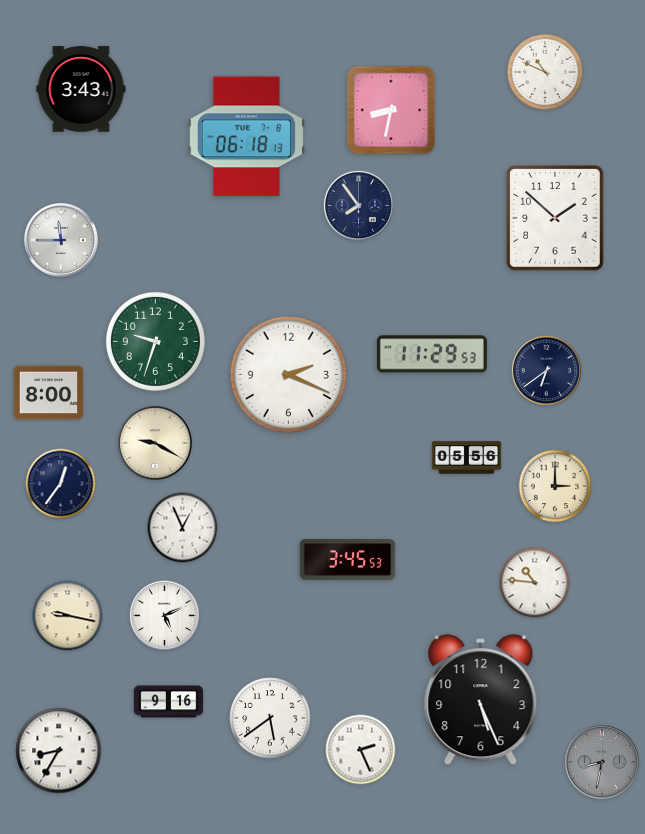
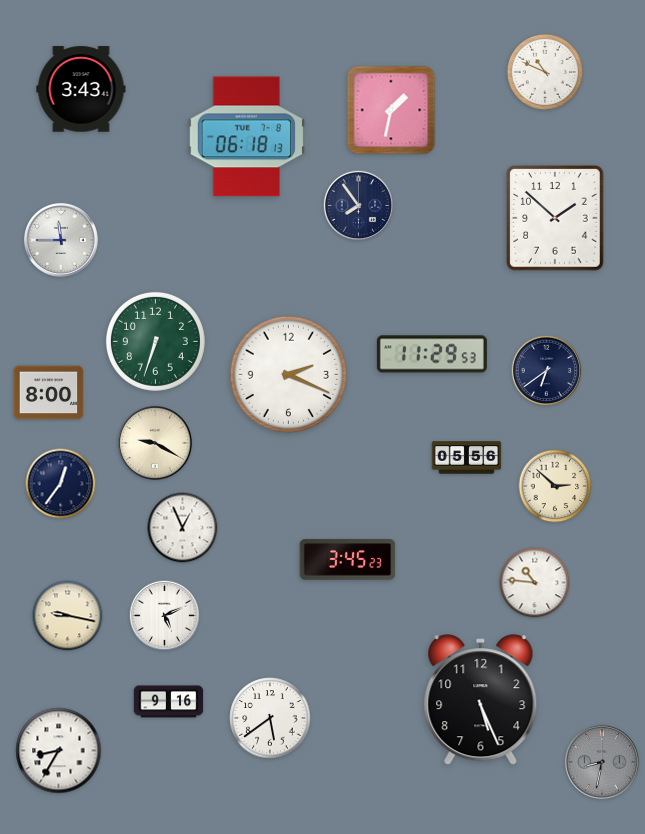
clock at (391, 110): 8:32 -> 1:32
clock at (155, 341): 9:33 -> 6:33
clock at (555, 486): 3:00 -> 2:52
clock at (348, 560): 3:45:53 -> 3:45:23
clock at (361, 750): 2:26 -> none
